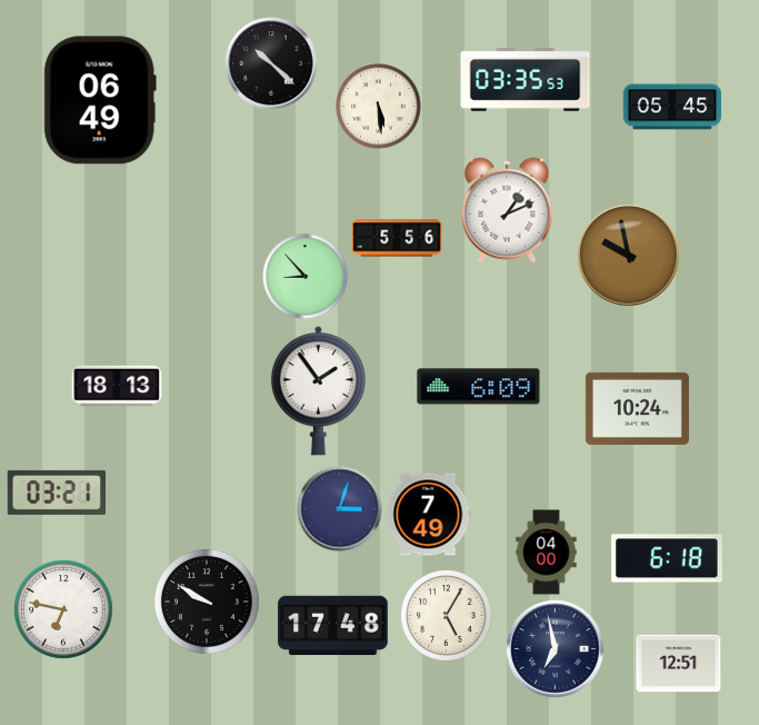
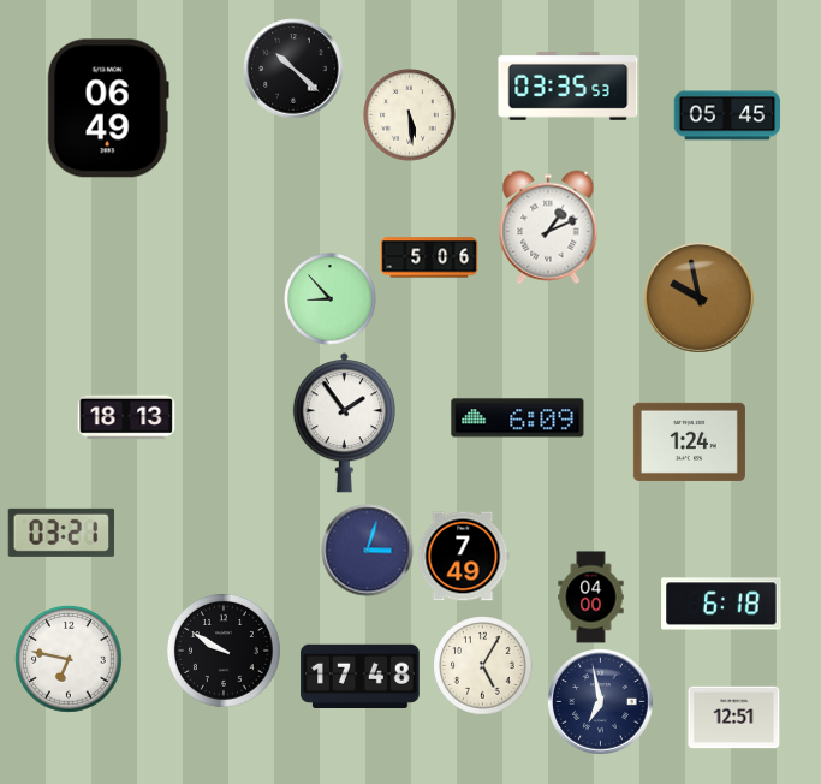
clock at (397, 238): 5:56 -> 5:06
clock at (628, 255) position: (628, 255) -> (698, 297)
clock at (637, 408): 10:24 -> 1:24
